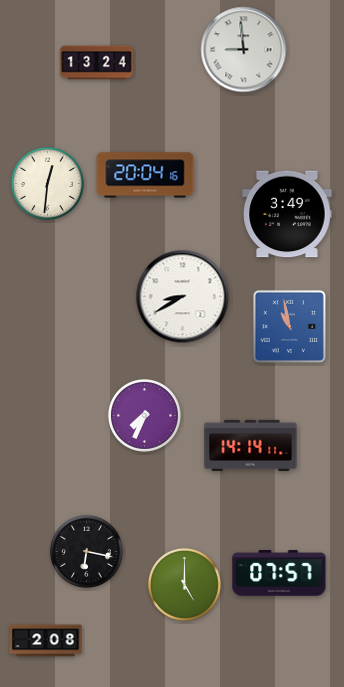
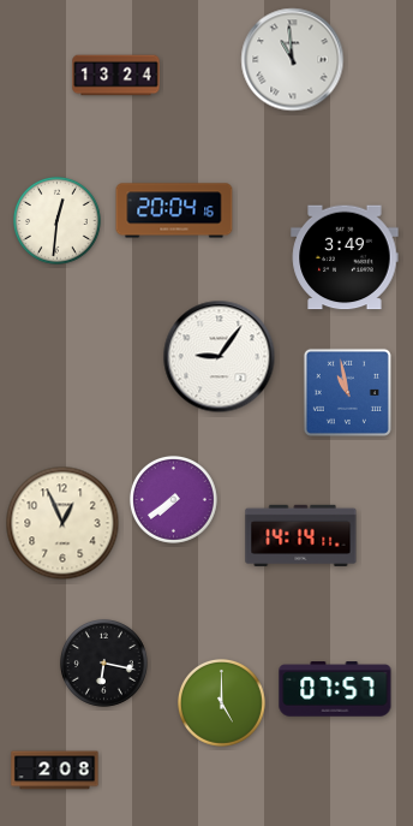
clock at (244, 50): 8:59 -> 10:59
clock at (183, 297): 8:40 -> 9:06
clock at (144, 415): 7:34 -> 7:39
clock at (62, 523): none -> 12:56
